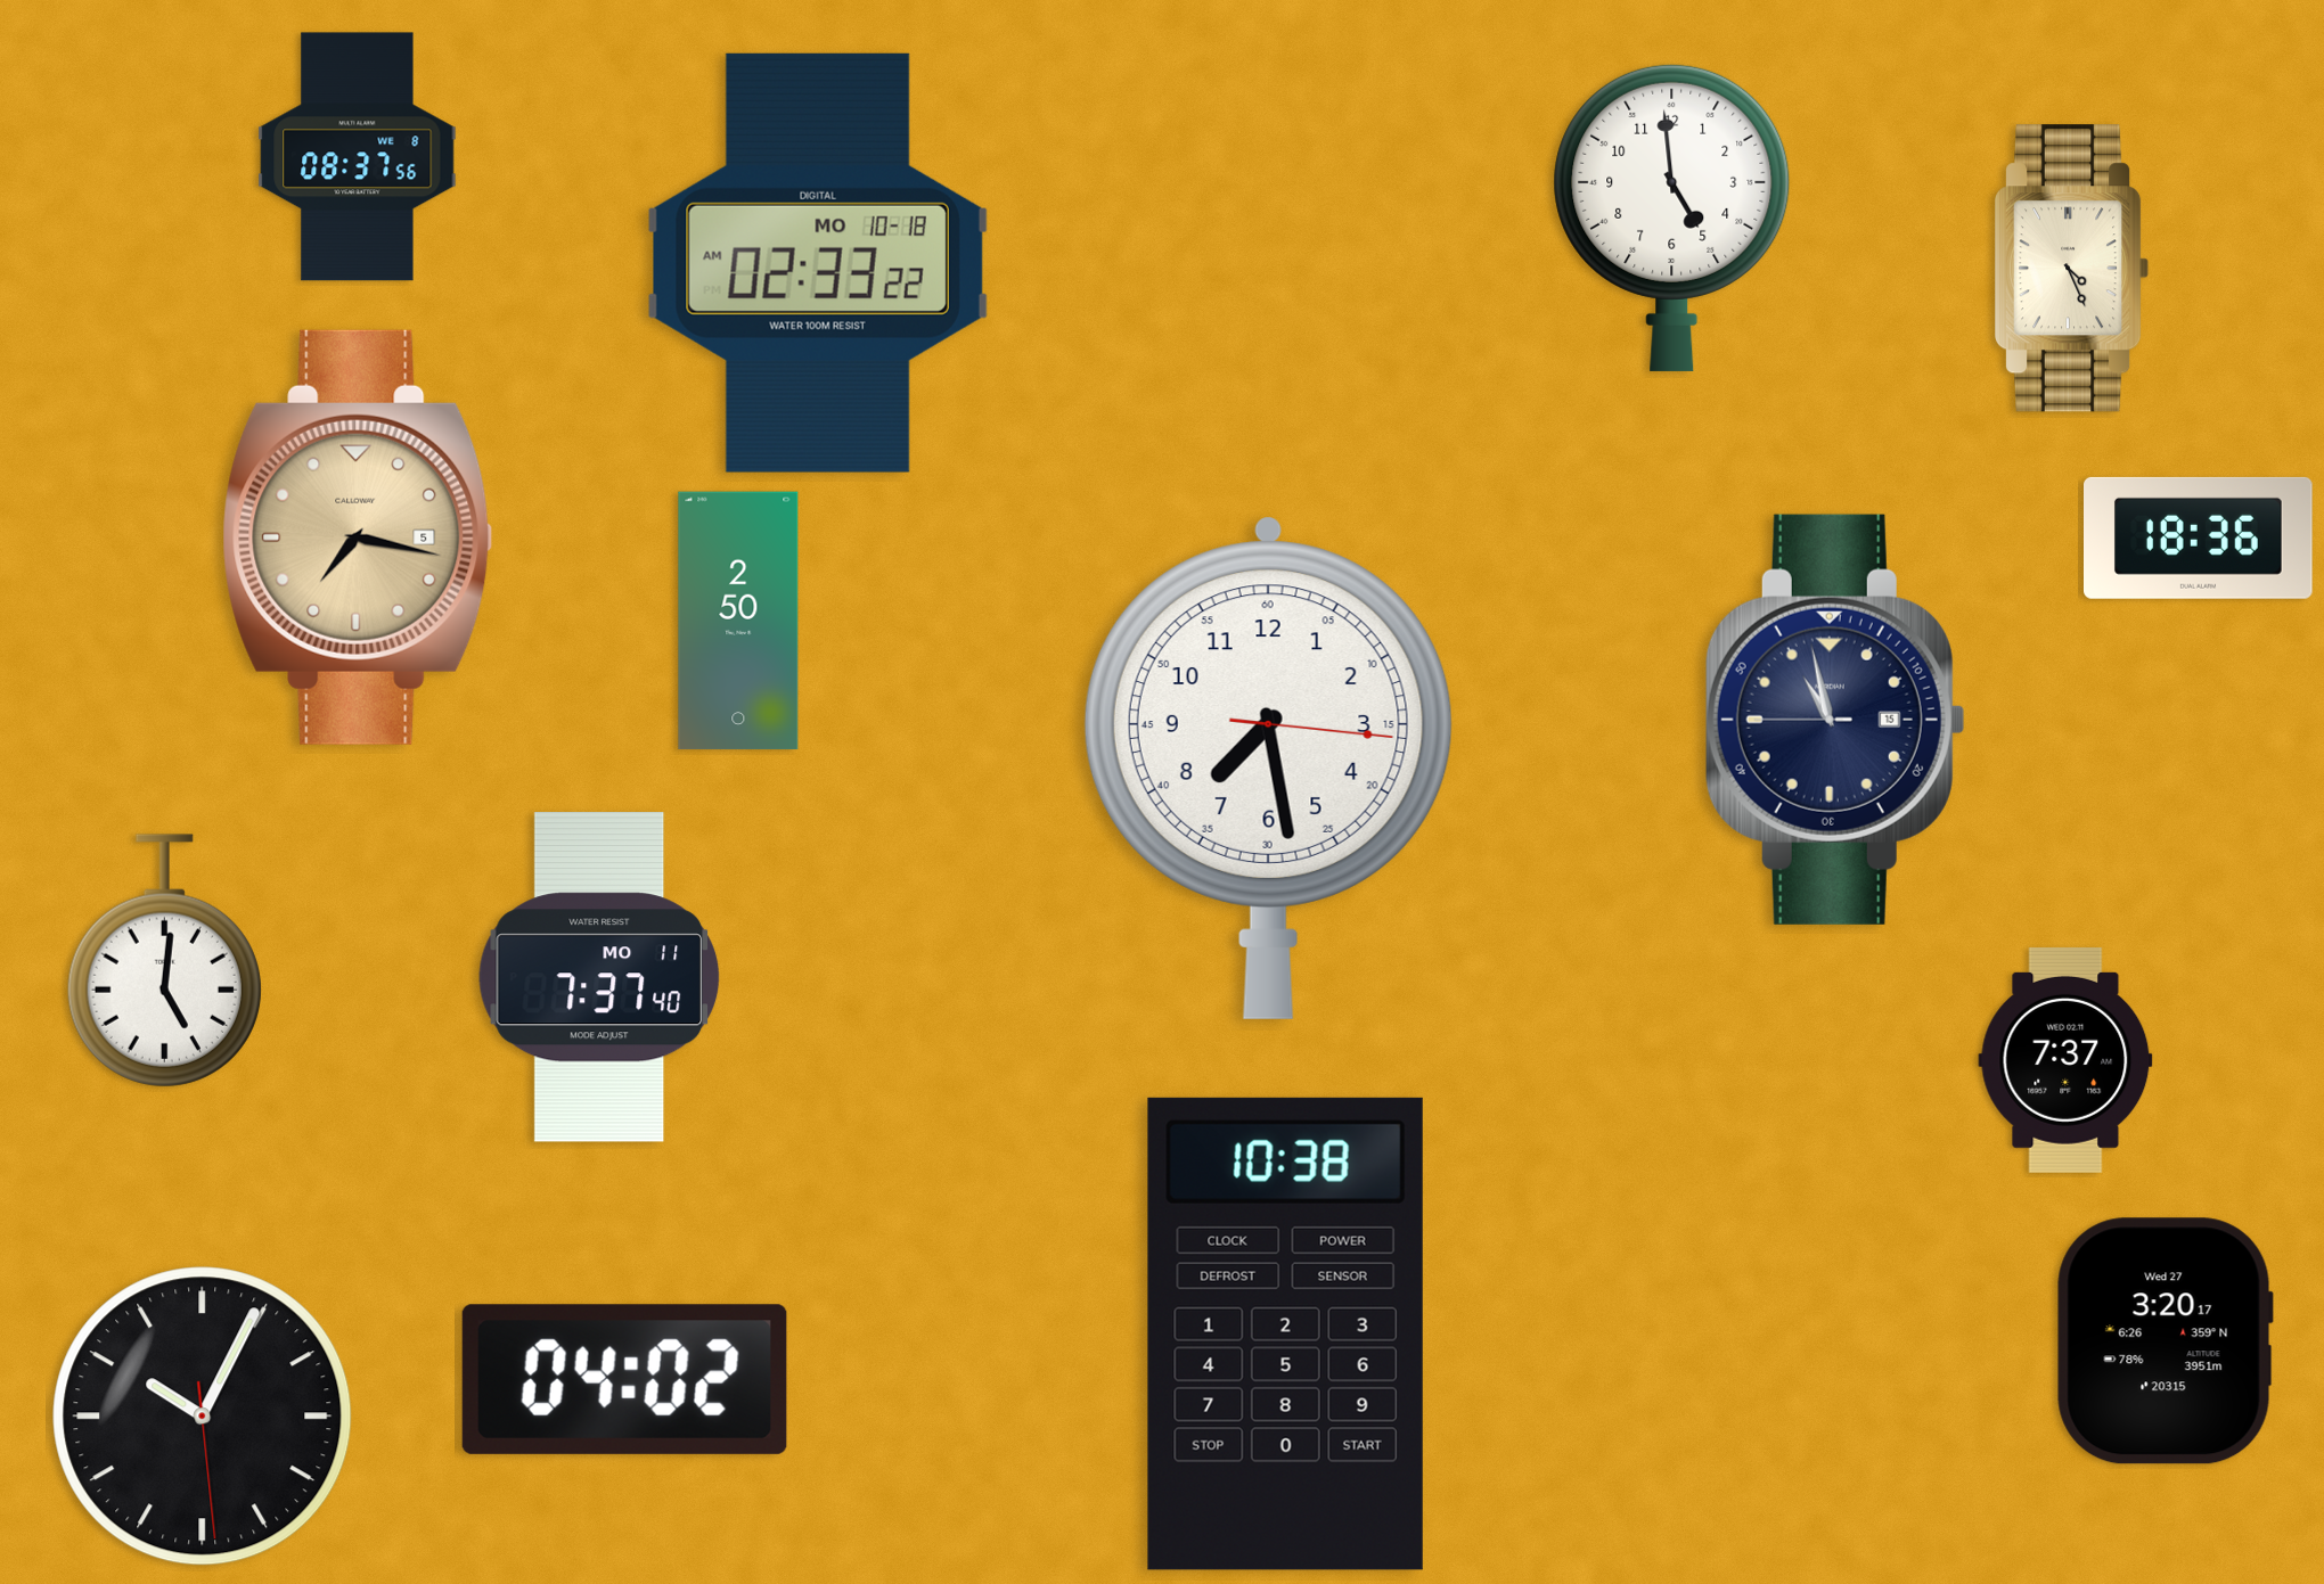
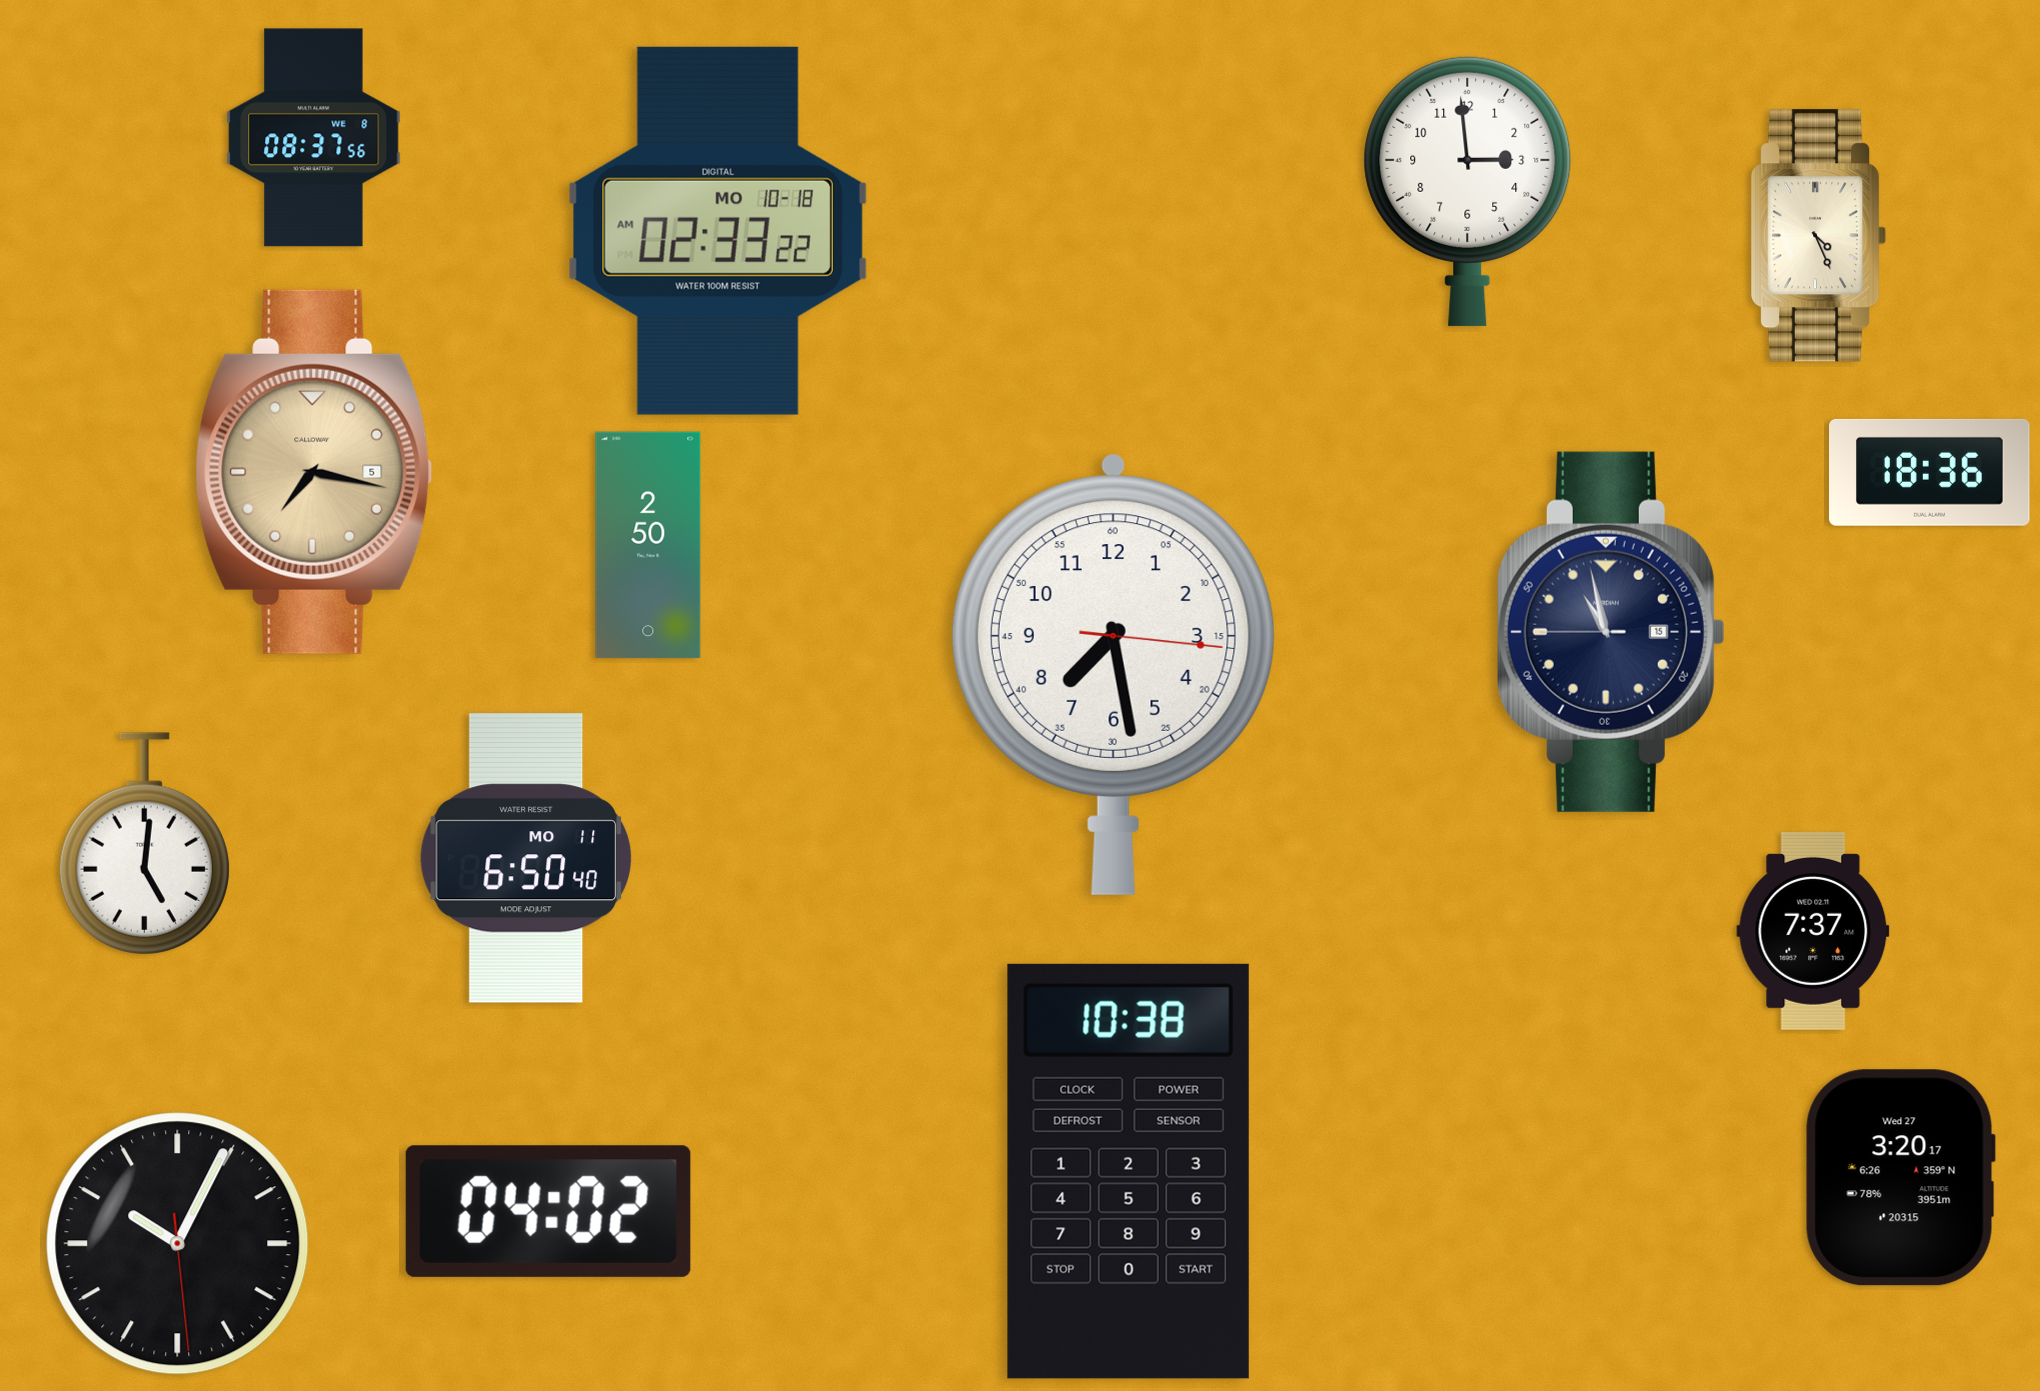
clock at (1672, 218): 4:59 -> 2:59
clock at (598, 978): 7:37 -> 6:50
